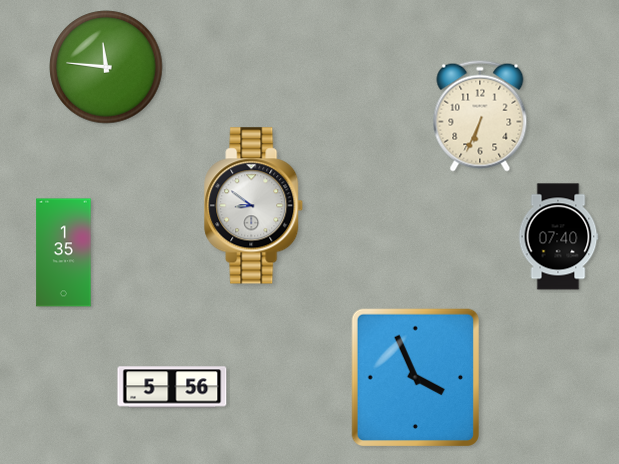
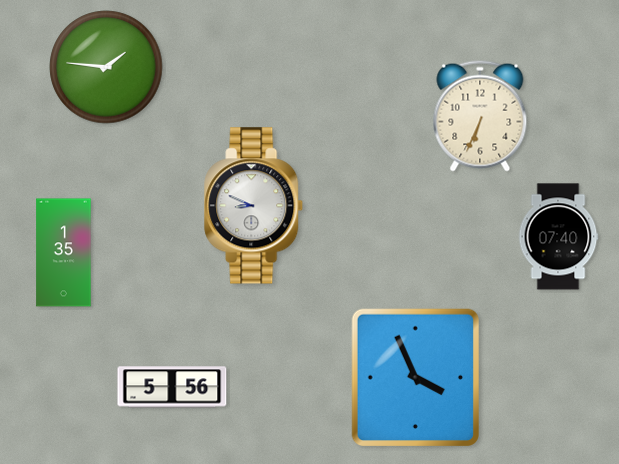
clock at (106, 67): 11:46 -> 1:46
clock at (254, 206): 8:51 -> 8:49
